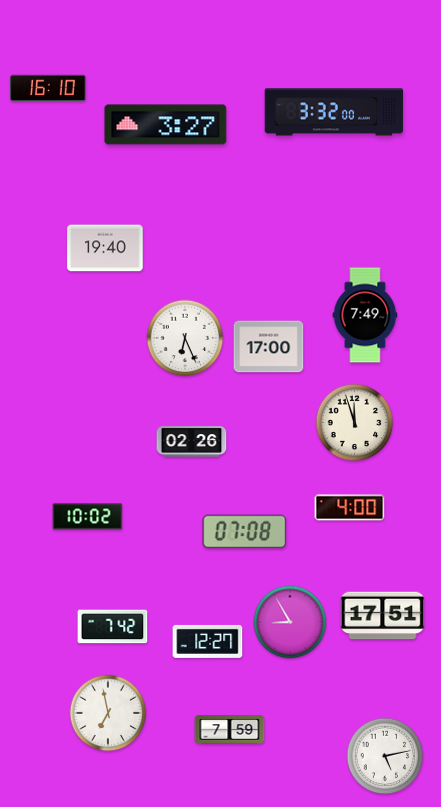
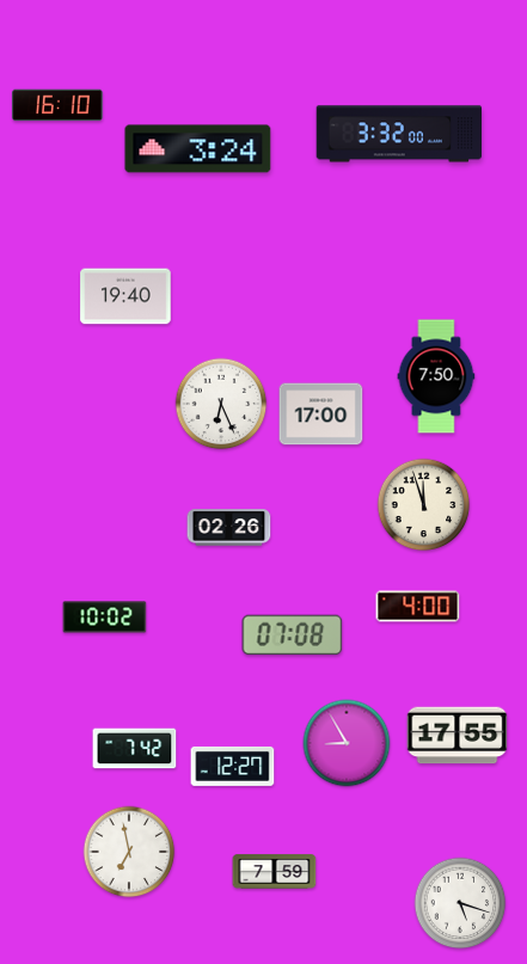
clock at (166, 125): 3:27 -> 3:24
clock at (365, 315): 7:49 -> 7:50
clock at (383, 616): 17:51 -> 17:55
clock at (208, 641) position: (208, 641) -> (233, 766)
clock at (385, 756): 5:13 -> 5:18
